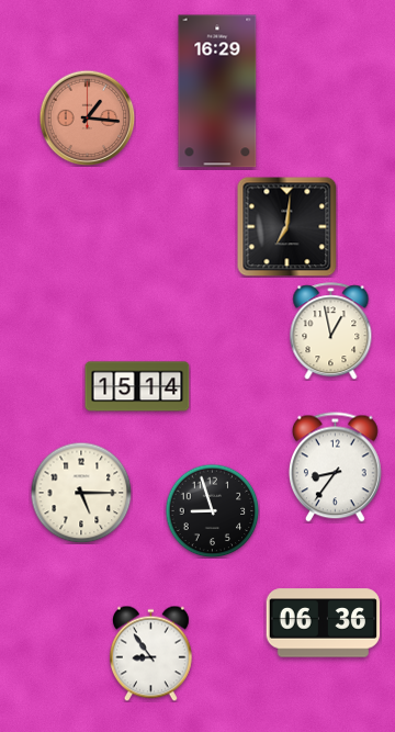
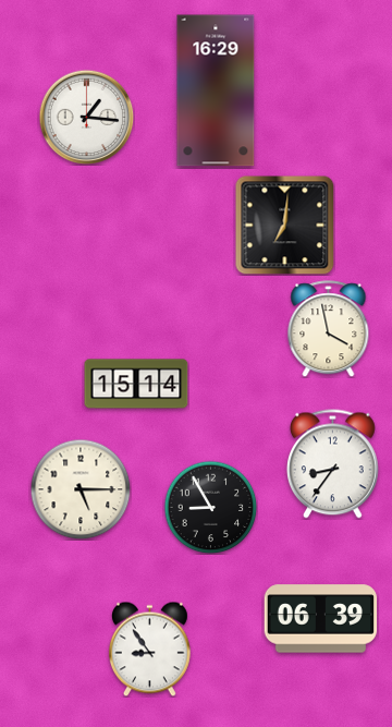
clock at (87, 117) dial: salmon -> white
clock at (331, 331): 12:58 -> 3:58
clock at (212, 510): 8:57 -> 8:55
clock at (324, 623): 06:36 -> 06:39
